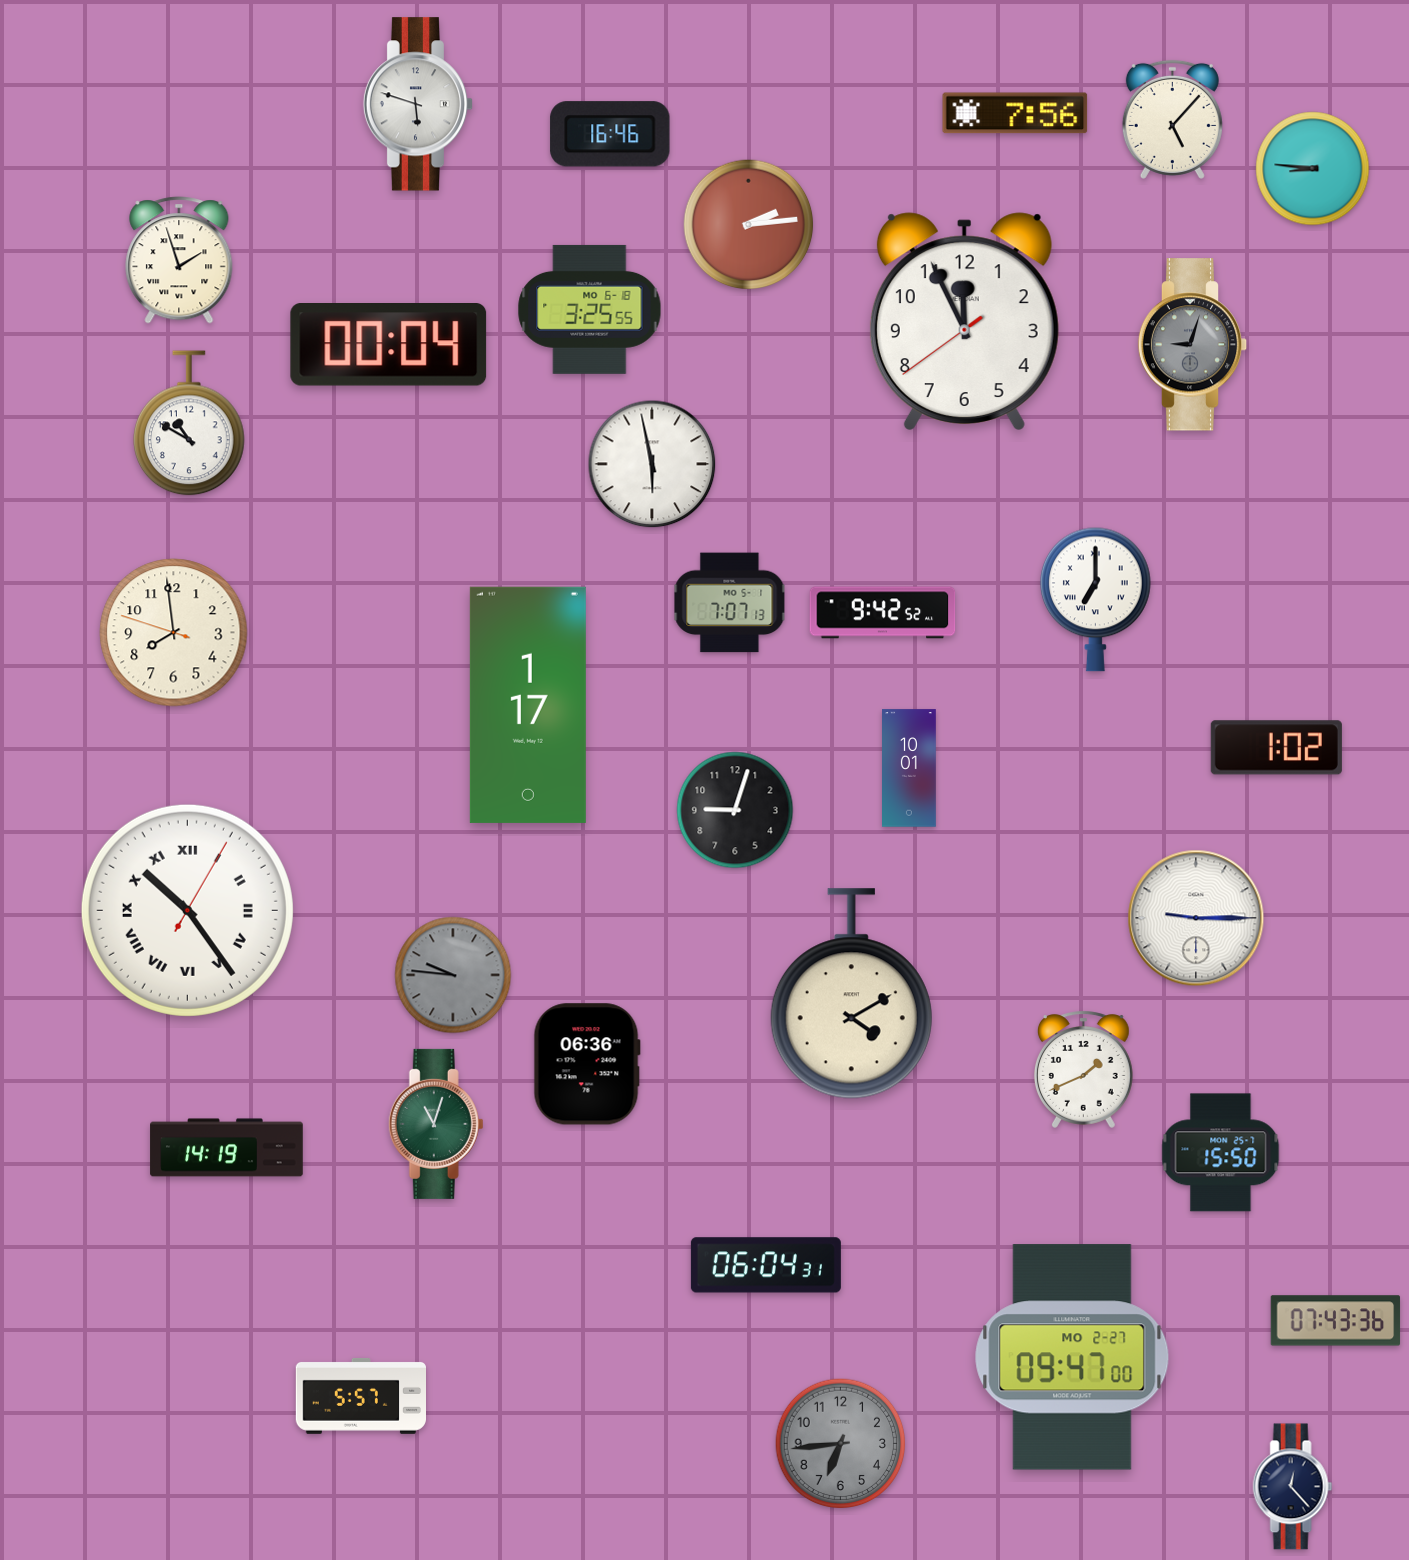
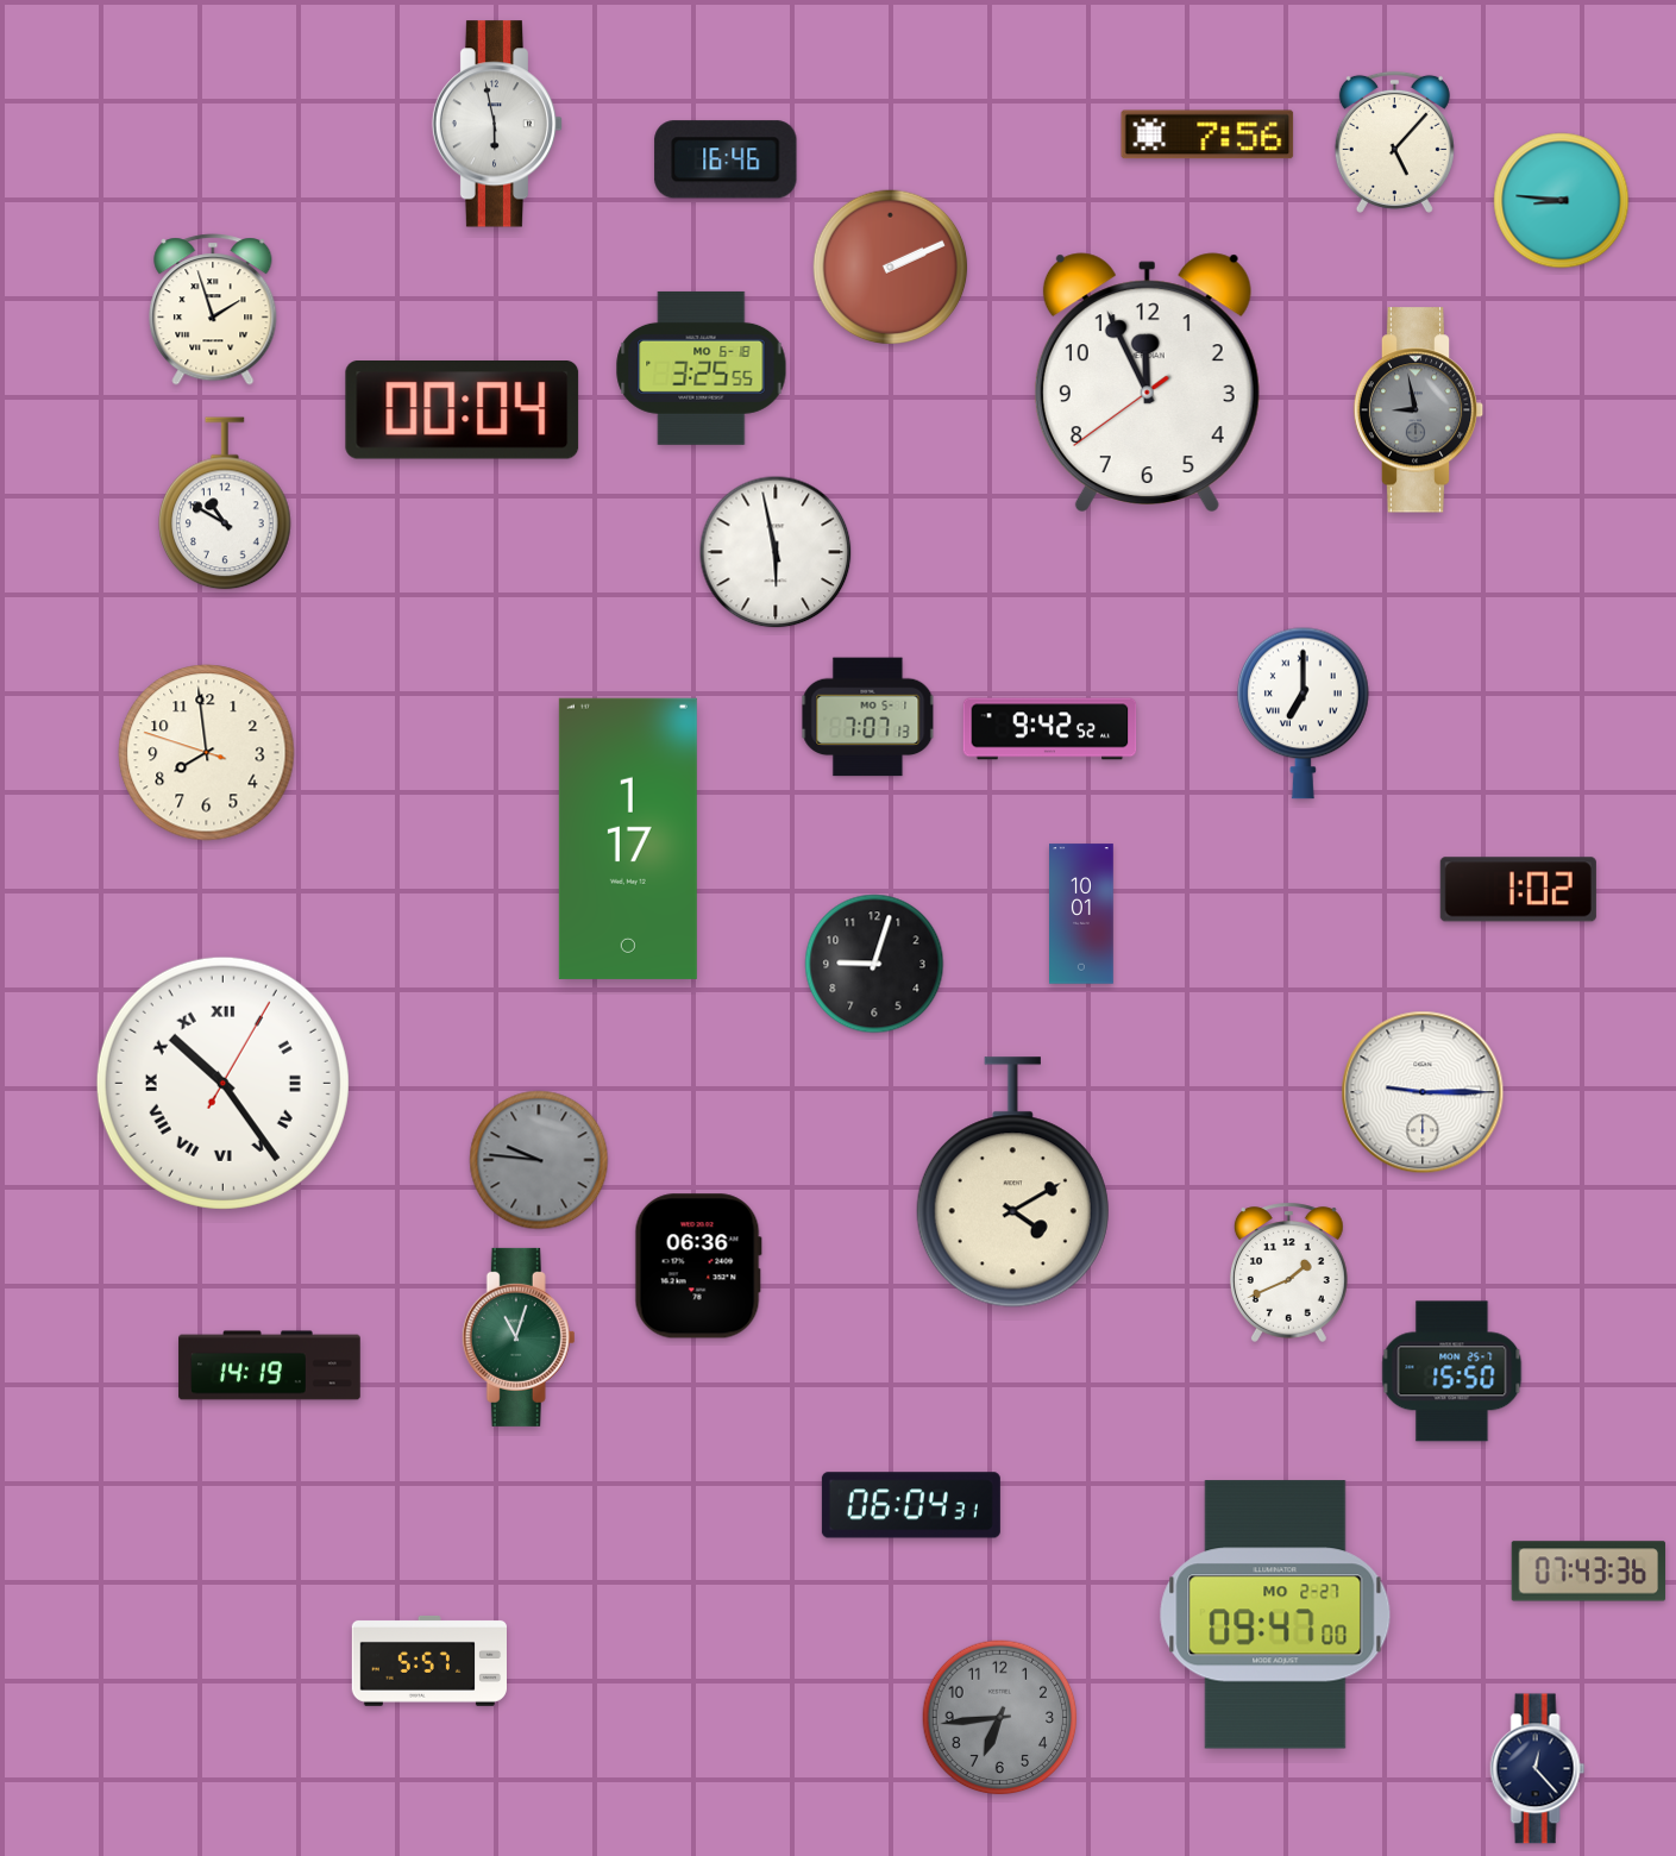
clock at (418, 104): 5:48 -> 5:58
clock at (749, 225): 2:14 -> 2:11
clock at (1193, 345): 9:03 -> 8:58
